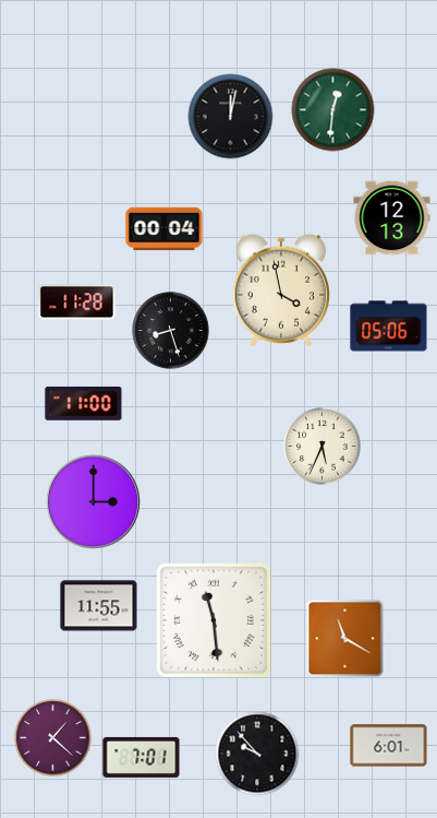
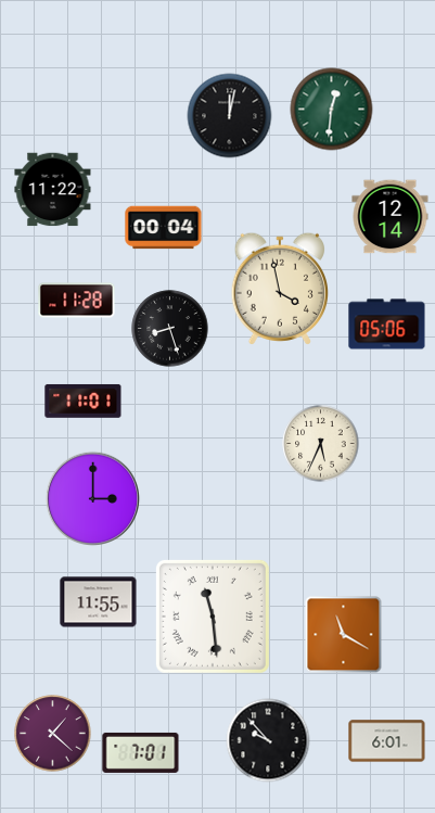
clock at (53, 190): none -> 11:22
clock at (392, 218): 12:13 -> 12:14
clock at (84, 403): 11:00 -> 11:01
clock at (257, 754) position: (257, 754) -> (268, 740)
